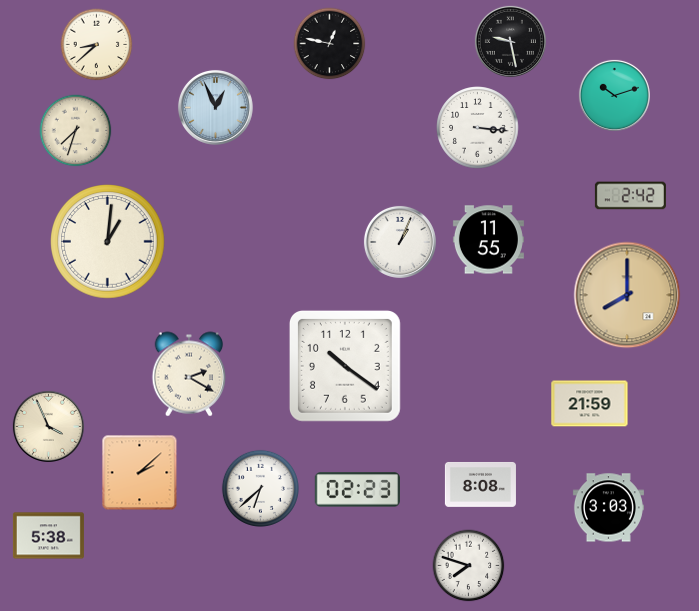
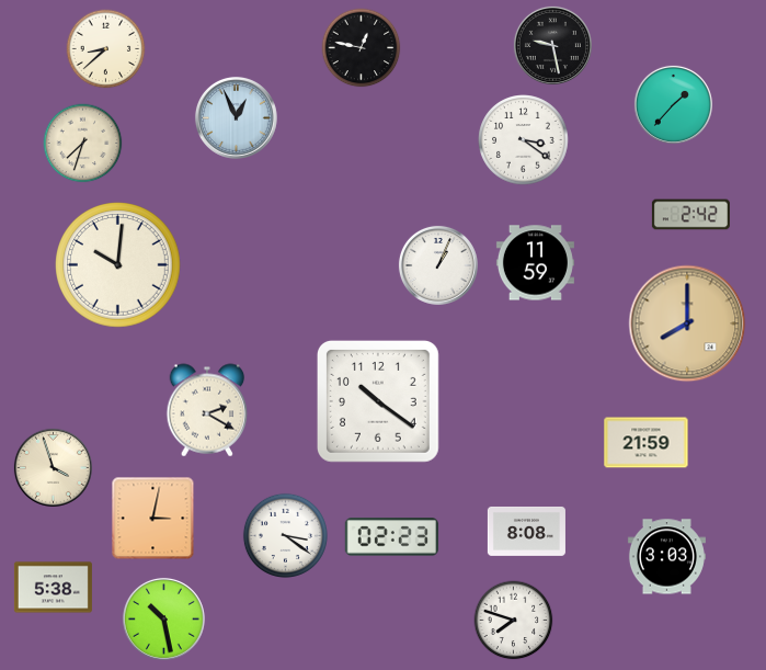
clock at (510, 41) position: (510, 41) -> (552, 45)
clock at (614, 95): 10:12 -> 1:37
clock at (478, 128): 3:16 -> 3:21
clock at (488, 240): 11:55 -> 11:59
clock at (108, 242): 1:01 -> 10:01
clock at (48, 426): 3:56 -> 3:57
clock at (140, 473): 2:08 -> 3:02
clock at (260, 488): 6:38 -> 3:21
clock at (163, 618): none -> 10:28
